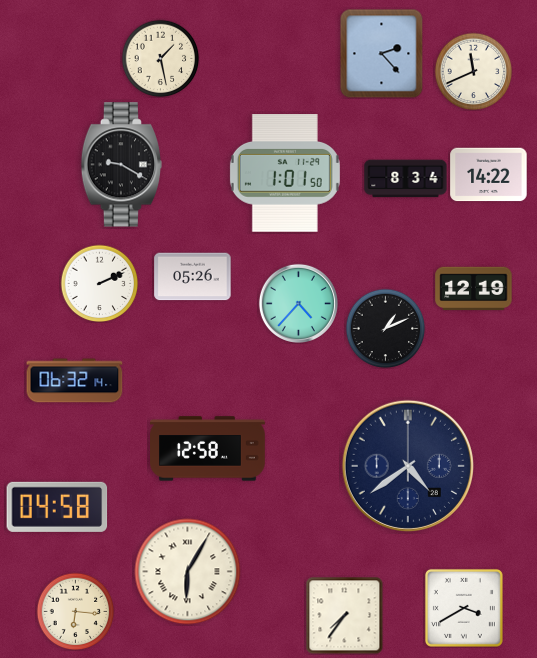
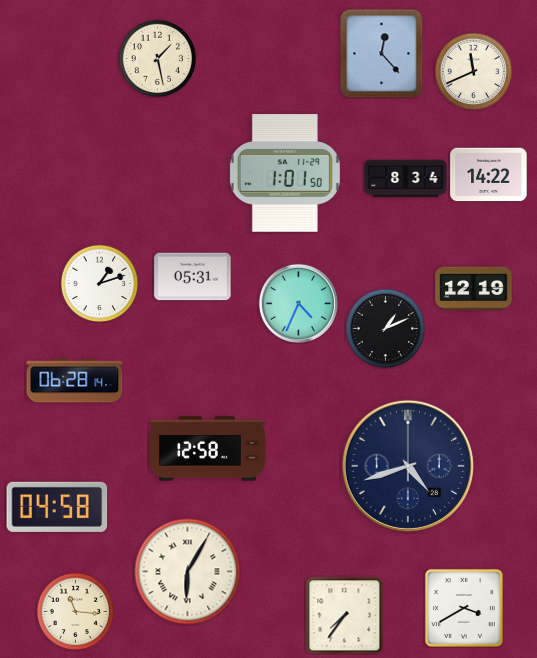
clock at (382, 53): 2:23 -> 12:23
clock at (160, 58) position: (160, 58) -> (157, 58)
clock at (122, 165): 9:20 -> none
clock at (193, 277): 05:26 -> 05:31
clock at (99, 283): 2:11 -> 1:12
clock at (298, 303): 4:37 -> 4:34
clock at (75, 381): 06:32 -> 06:28
clock at (408, 466): 4:39 -> 4:42
clock at (75, 611): 6:16 -> 11:16
